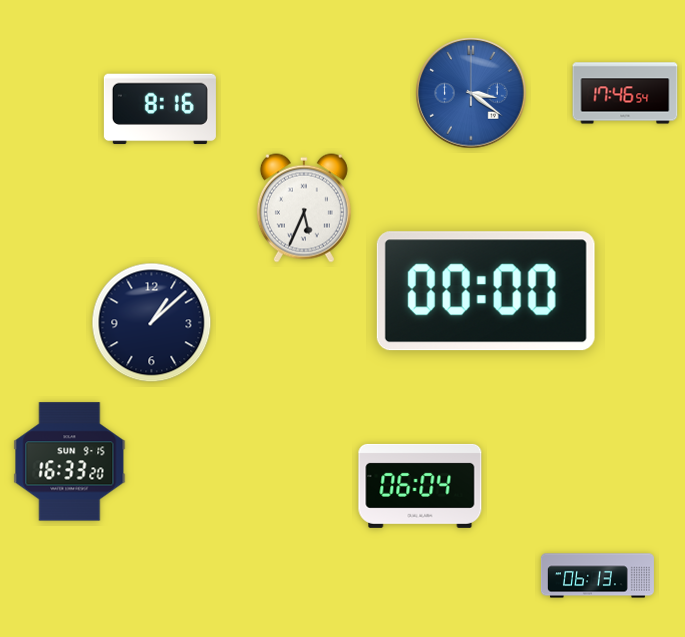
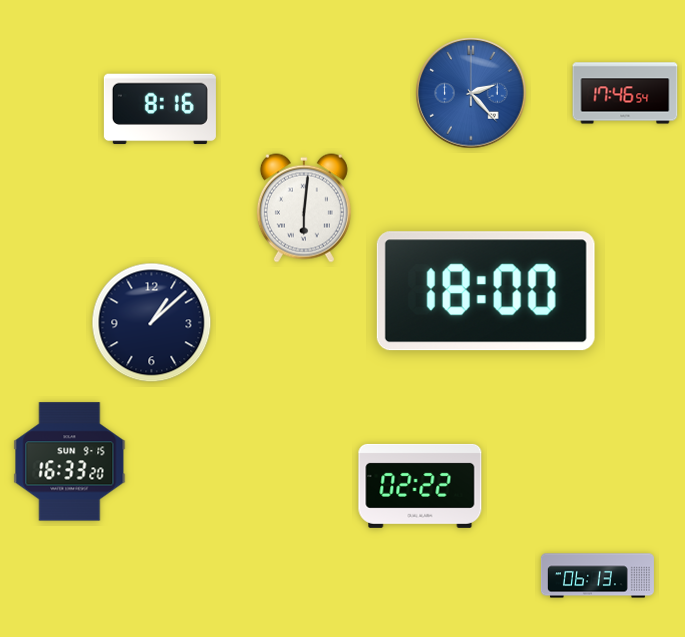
clock at (471, 93): 3:21 -> 2:23
clock at (304, 208): 5:34 -> 6:01
clock at (486, 291): 00:00 -> 18:00
clock at (420, 486): 06:04 -> 02:22
